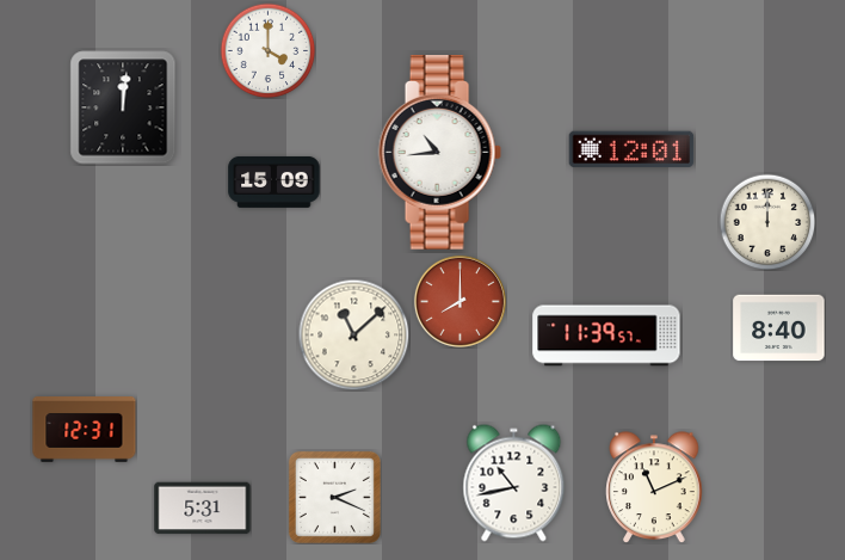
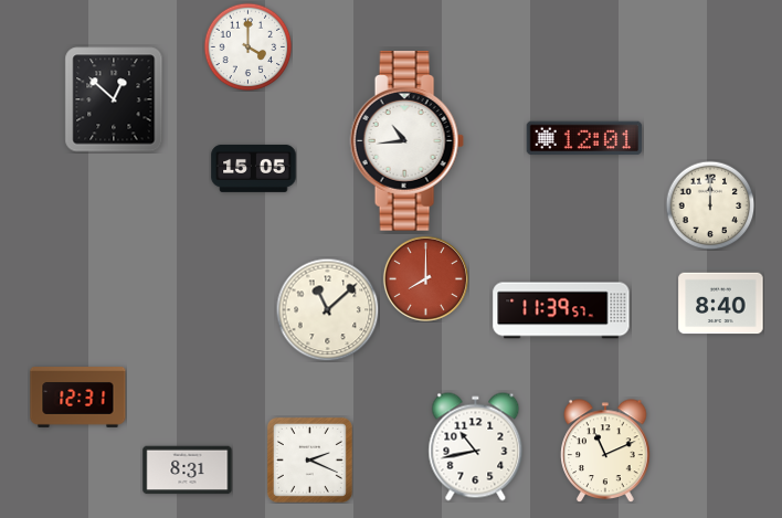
clock at (123, 107): 12:01 -> 12:52
clock at (275, 181): 15:09 -> 15:05
clock at (203, 509): 5:31 -> 8:31
